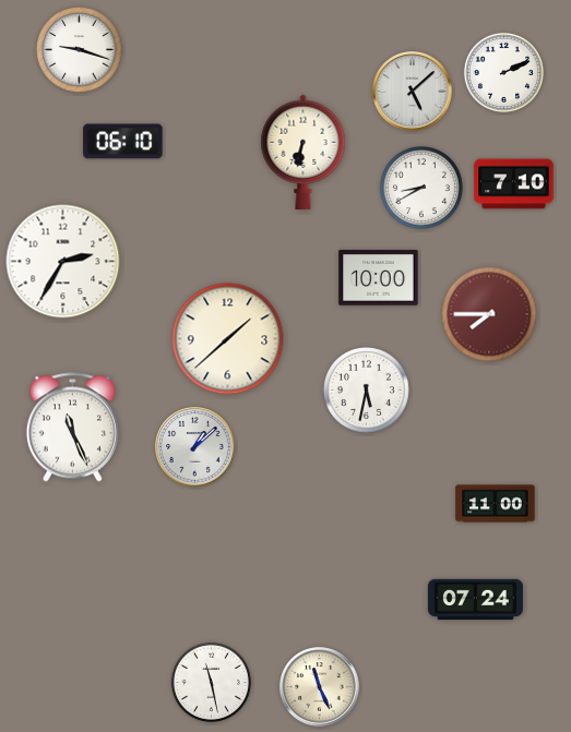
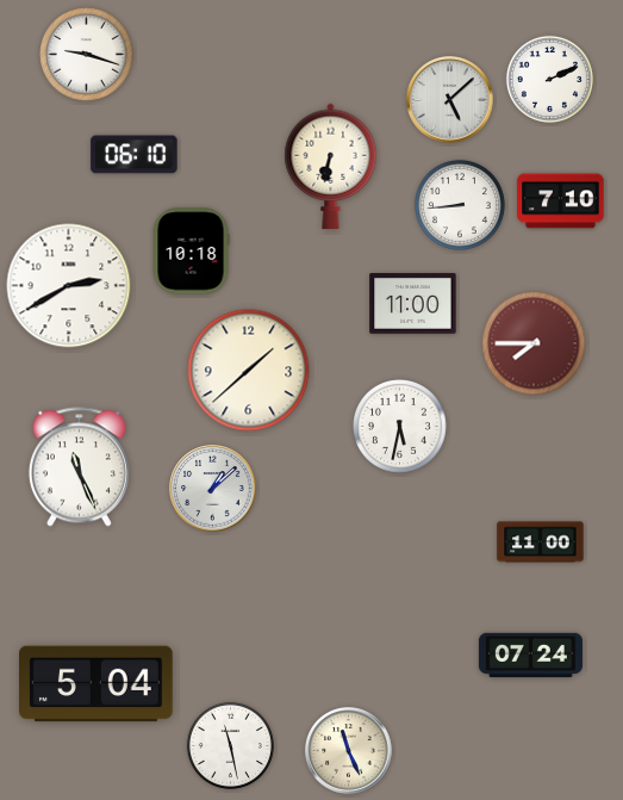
clock at (421, 188): 8:40 -> 8:44
clock at (191, 252): none -> 10:18
clock at (63, 262): 2:35 -> 2:40
clock at (379, 278): 10:00 -> 11:00
clock at (496, 504) position: (496, 504) -> (541, 542)
clock at (475, 600) position: (475, 600) -> (530, 656)
clock at (96, 684): none -> 5:04
